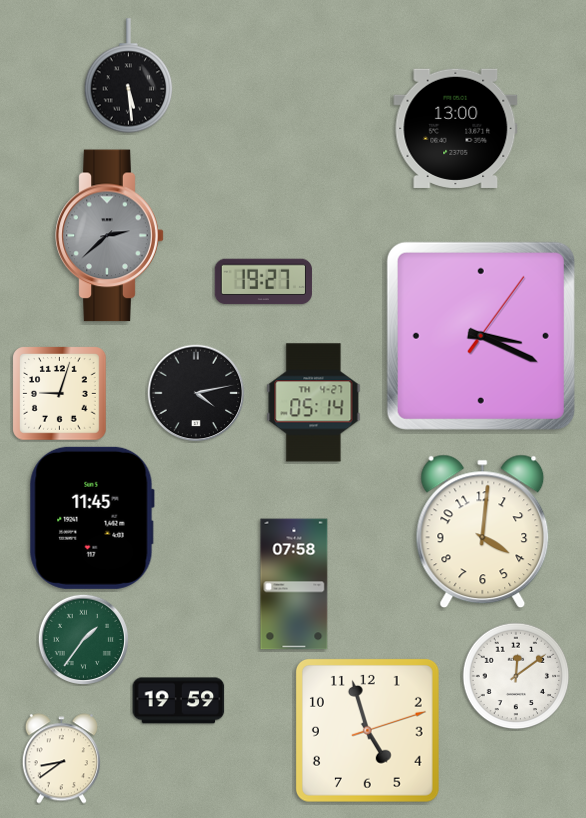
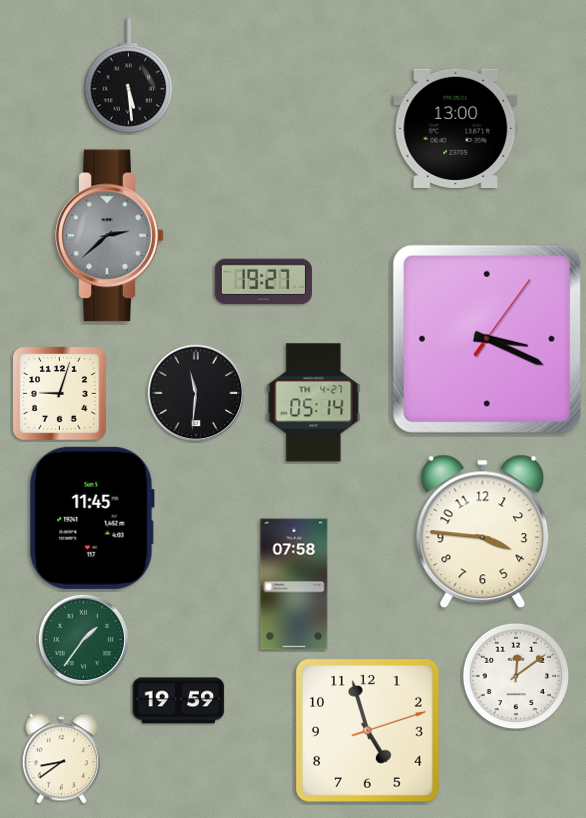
clock at (481, 336) position: (481, 336) -> (487, 339)
clock at (196, 393): 4:13 -> 11:31
clock at (483, 532): 4:01 -> 3:46
